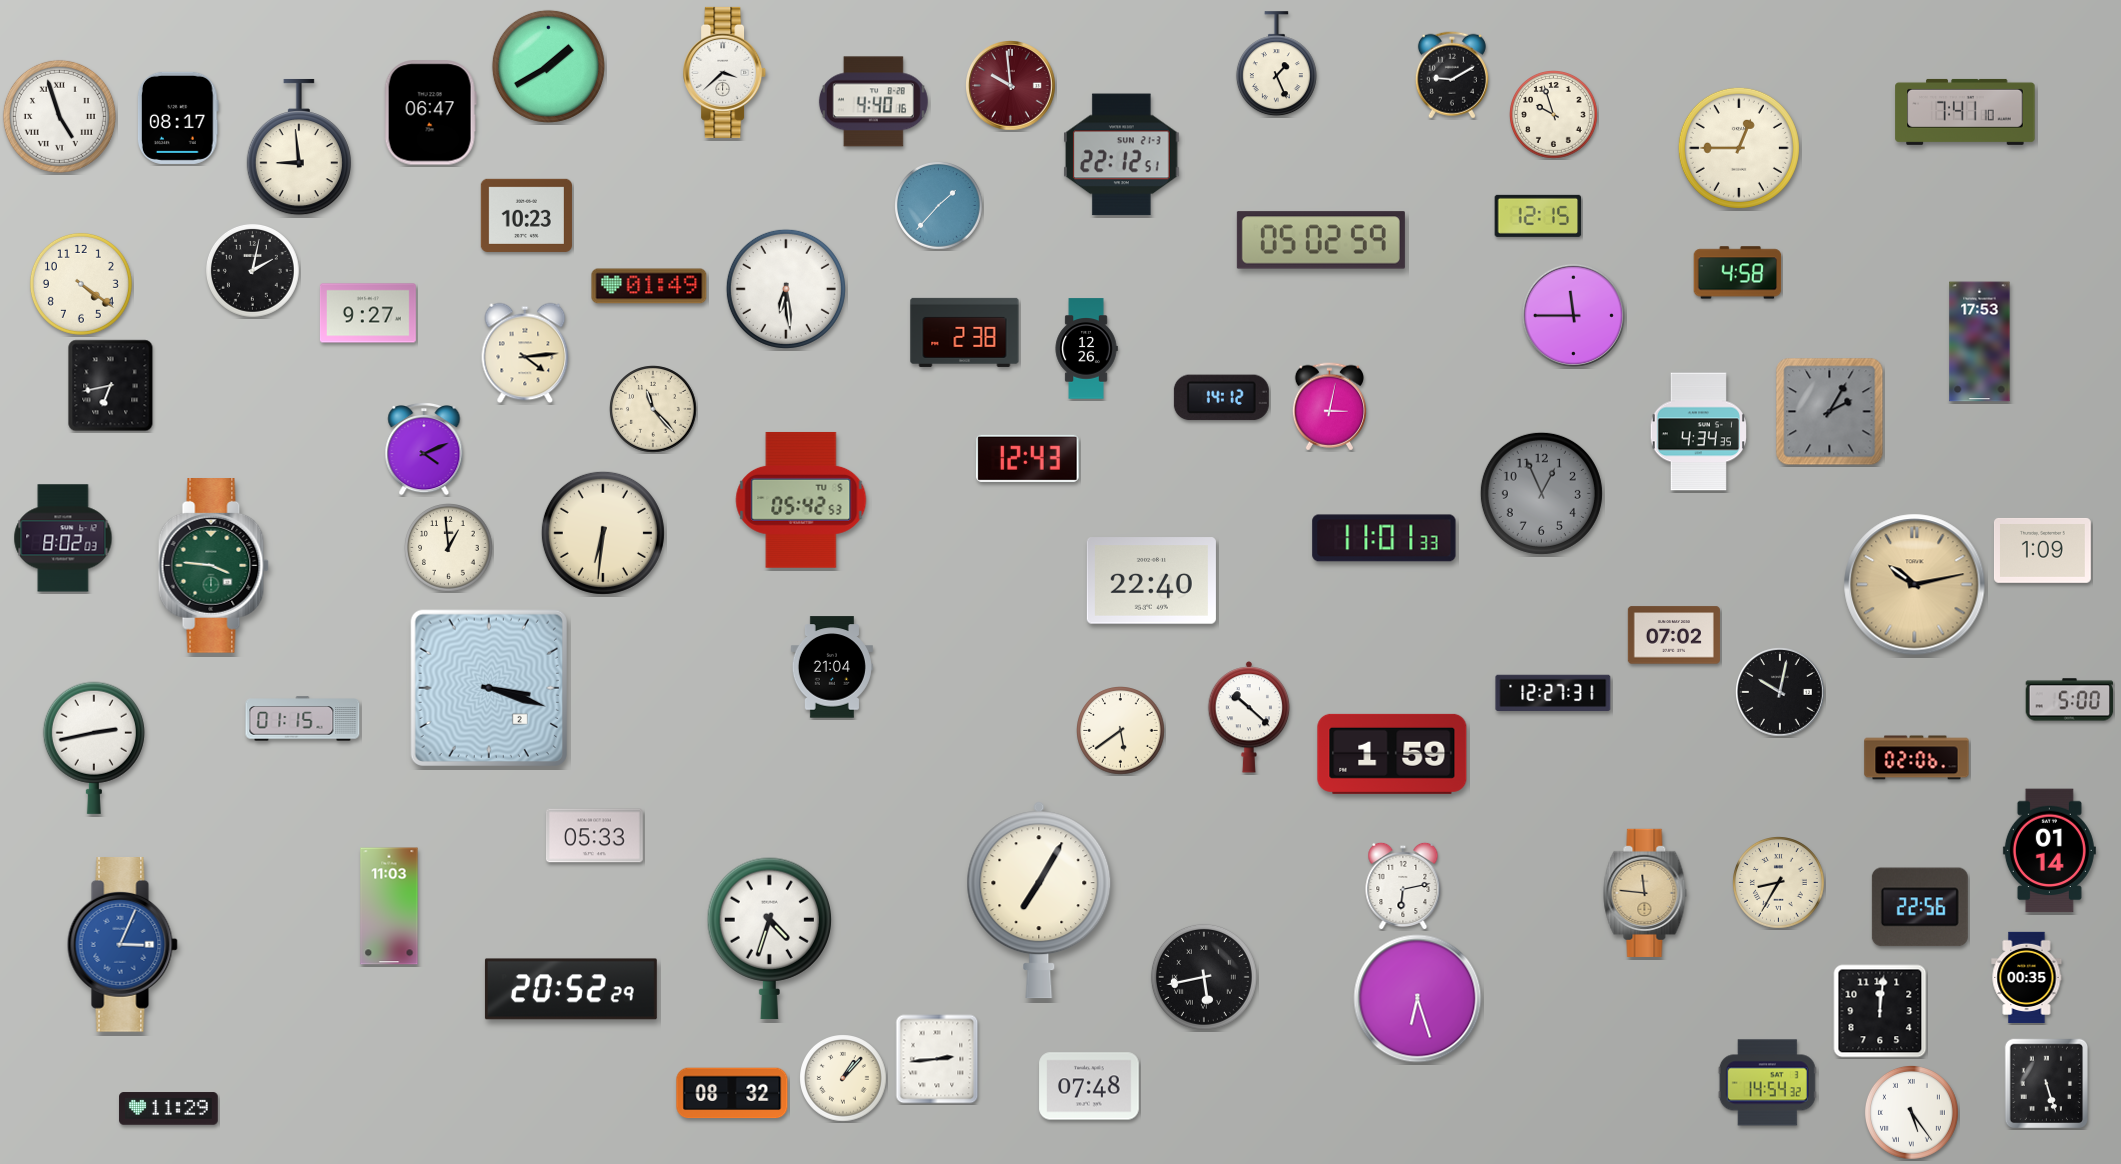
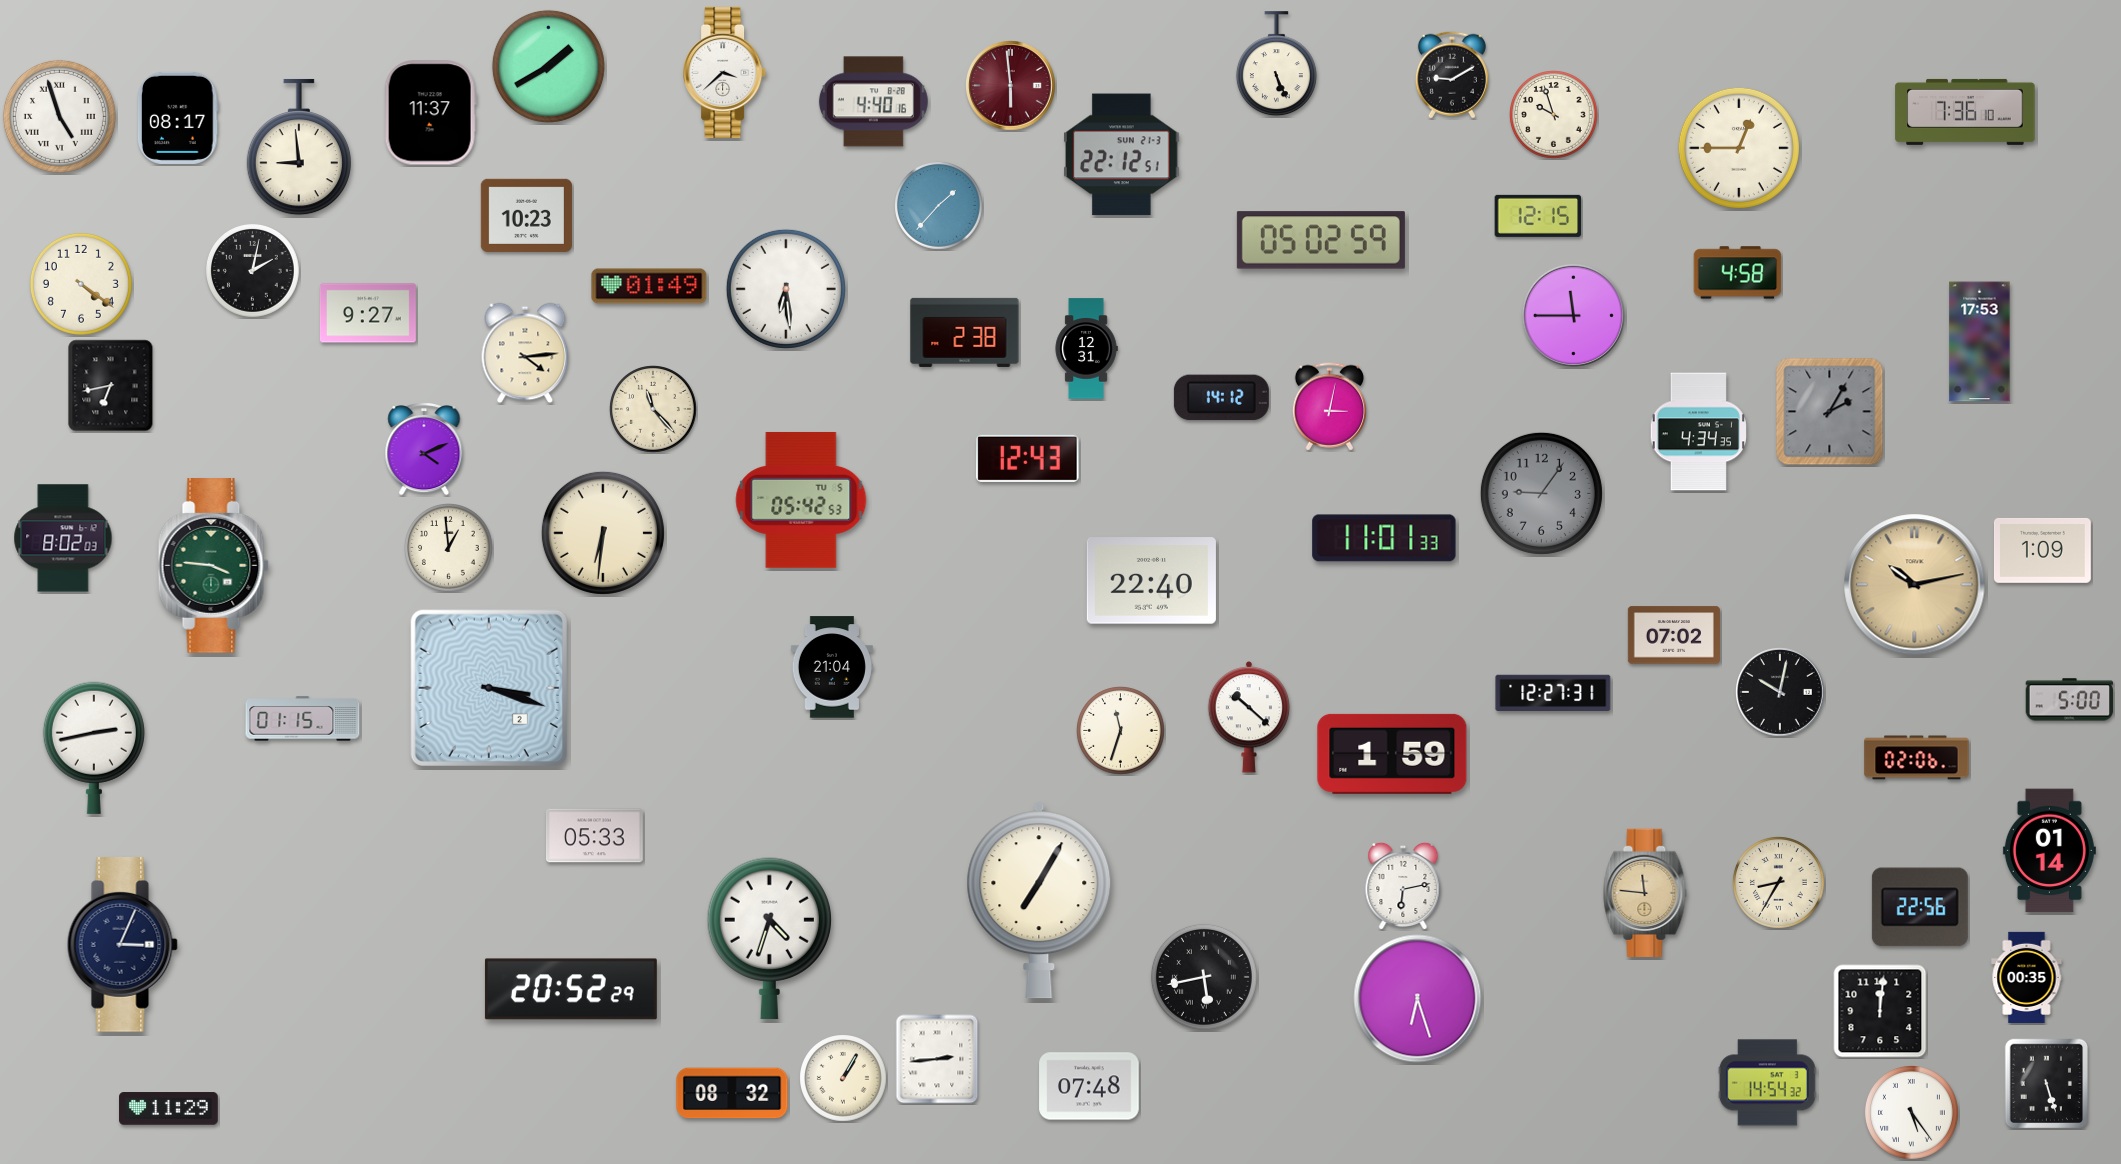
clock at (1276, 64): 1:26 -> 5:26
clock at (1011, 86): 9:59 -> 5:59
clock at (1965, 112): 7:41 -> 7:36
clock at (430, 113): 06:47 -> 11:37
clock at (1086, 349): 12:26 -> 12:31
clock at (1541, 493): 12:56 -> 9:06
clock at (1121, 731): 5:39 -> 11:33
clock at (389, 906): 11:03 -> none
clock at (122, 945) dial: blue -> navy
clock at (843, 1078): 1:07 -> 1:05
